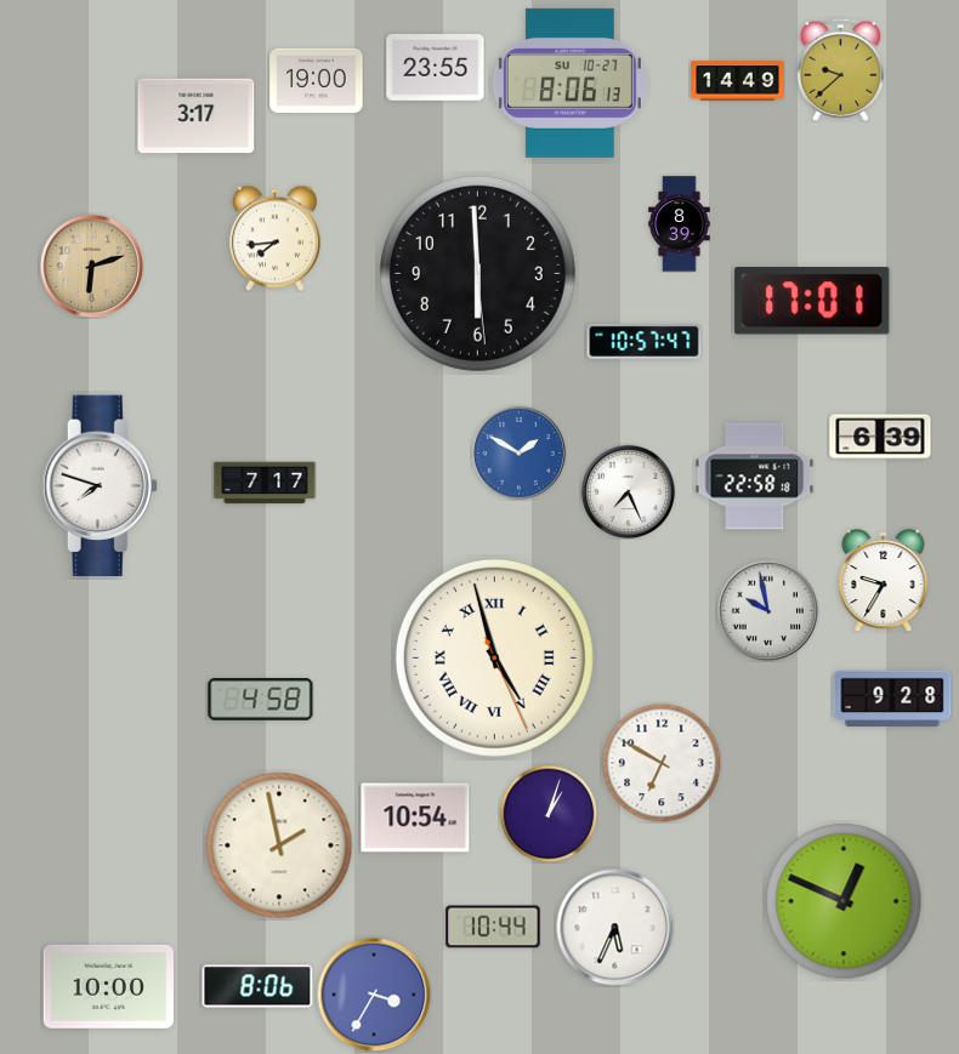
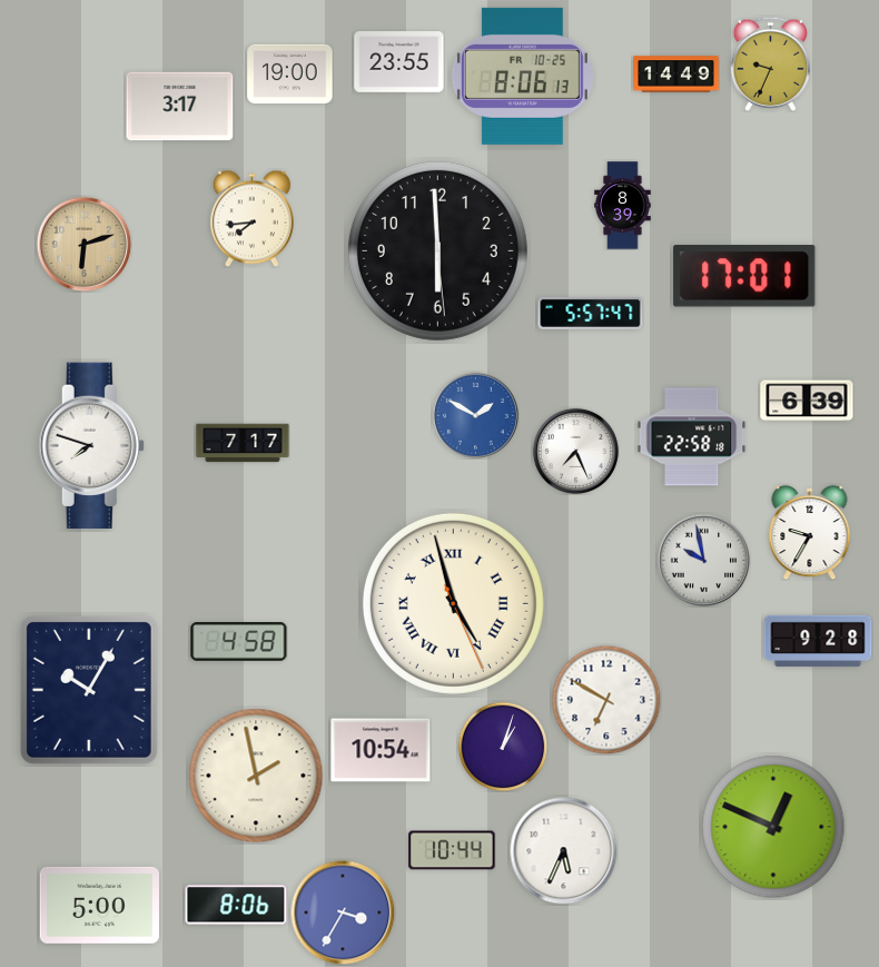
clock at (840, 69): 9:38 -> 9:34
clock at (569, 82) date: SU 10-27 -> FR 10-25
clock at (645, 341): 10:57 -> 5:57
clock at (89, 690): none -> 10:05
clock at (108, 986): 10:00 -> 5:00
